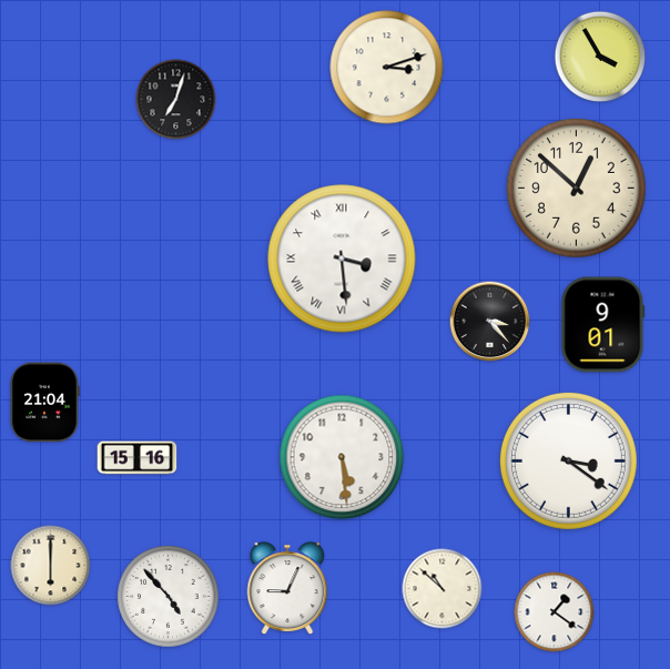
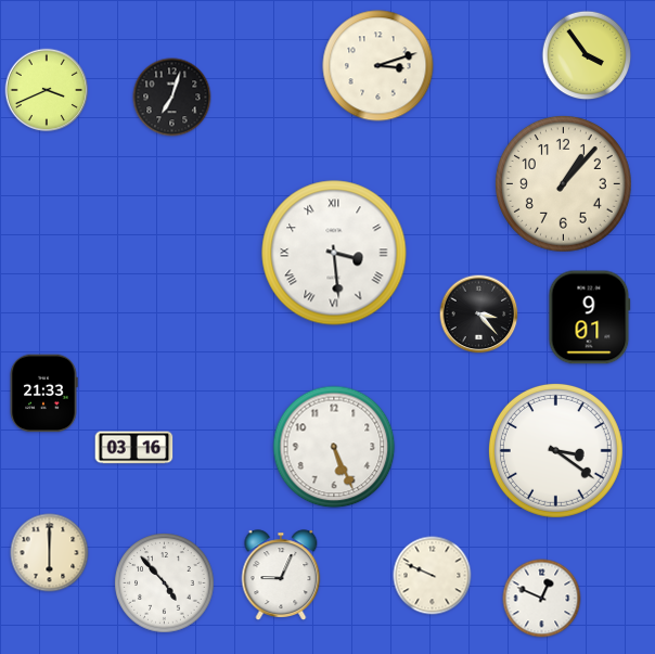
clock at (600, 57): 3:55 -> 3:54
clock at (47, 90): none -> 3:41
clock at (577, 189): 12:52 -> 1:07
clock at (44, 403): 21:04 -> 21:33
clock at (342, 457): 5:29 -> 5:26
clock at (138, 458): 15:16 -> 03:16
clock at (443, 589): 10:52 -> 9:49
clock at (555, 612): 1:21 -> 12:49
